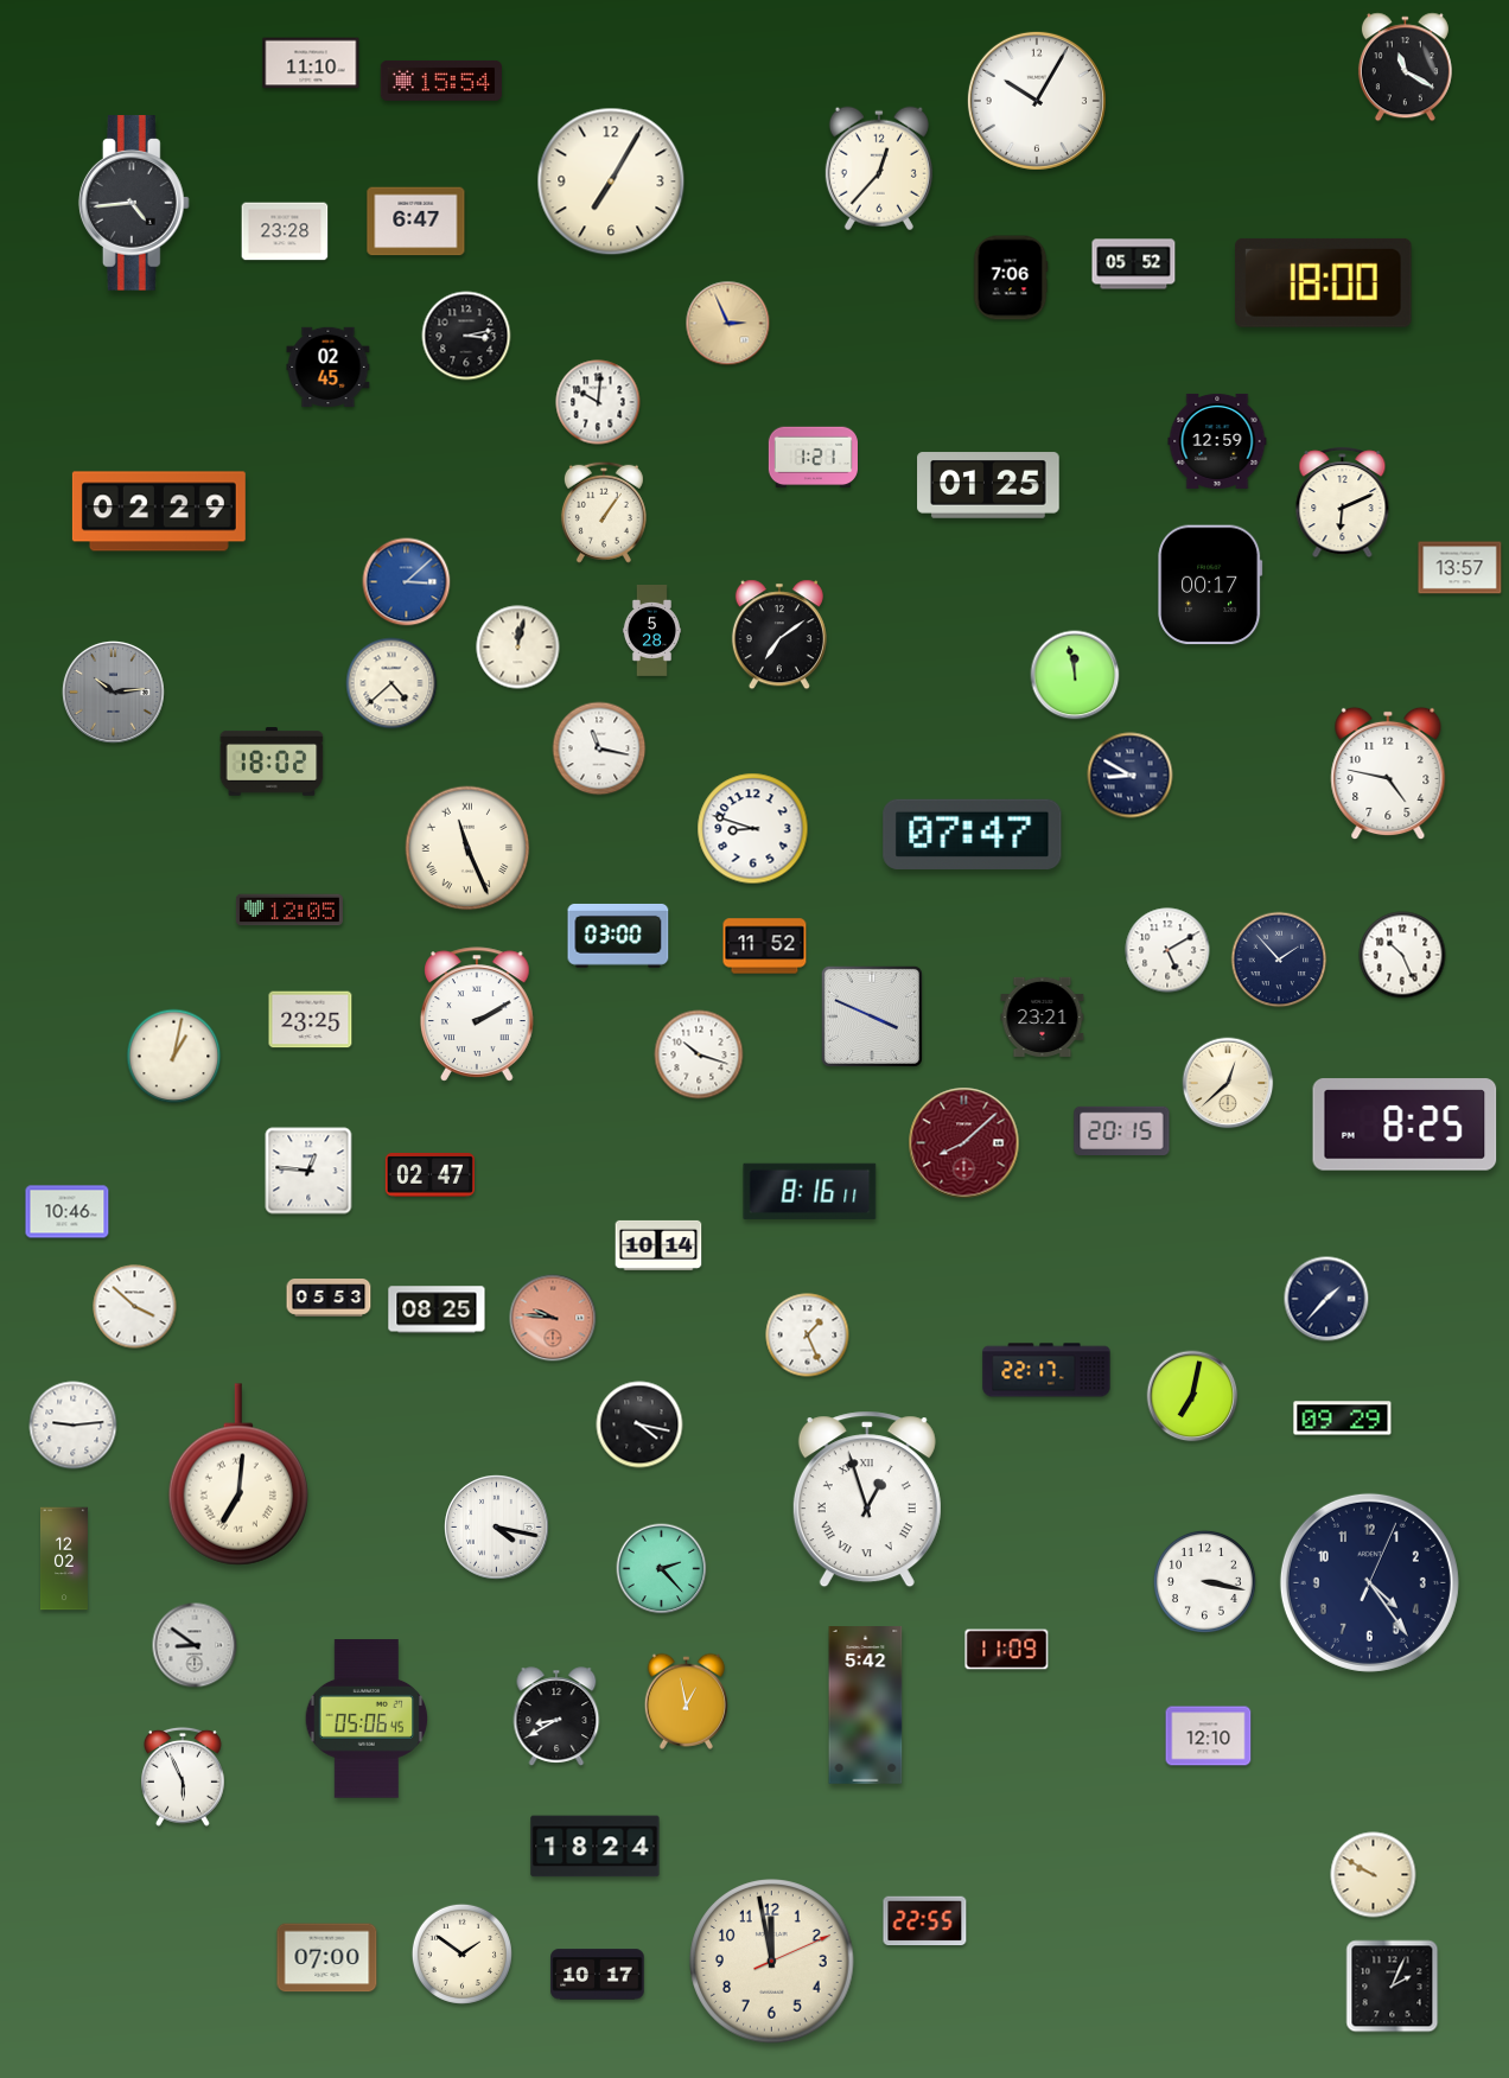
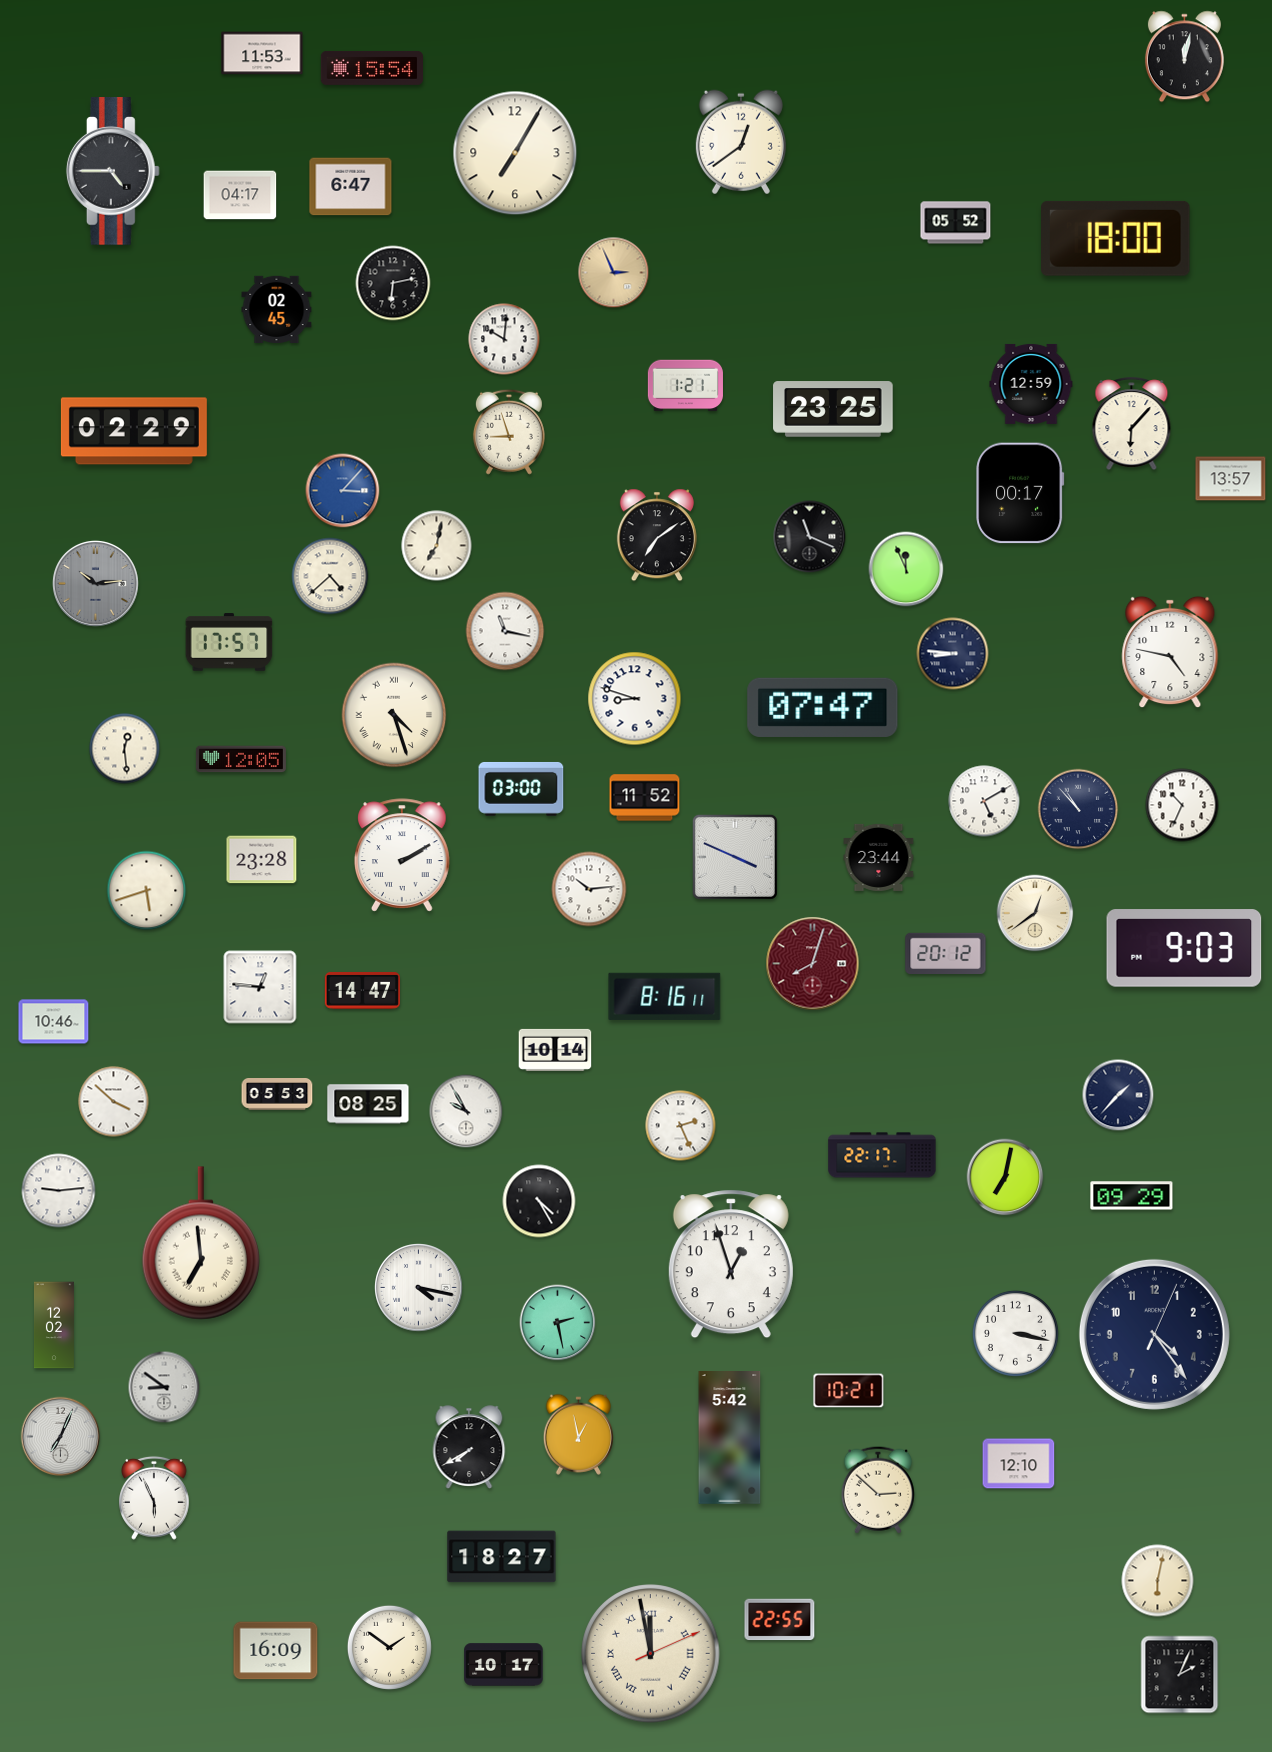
clock at (311, 63): 11:10 -> 11:53
clock at (1405, 68): 11:20 -> 12:02
clock at (1037, 101): 10:05 -> none
clock at (879, 168): 12:37 -> 12:39
clock at (134, 203): 4:44 -> 4:45
clock at (285, 231): 23:28 -> 04:17
clock at (1011, 278): 7:06 -> none
clock at (466, 336): 3:13 -> 6:13
clock at (1217, 441) position: (1217, 441) -> (1031, 384)
clock at (988, 485): 01:25 -> 23:25
clock at (1343, 503): 6:11 -> 6:07
clock at (604, 512): 1:06 -> 8:57
clock at (407, 582): 3:08 -> 3:07
clock at (651, 631): 5:28 -> none
clock at (810, 537): none -> 11:19
clock at (518, 648): 12:02 -> 7:02
clock at (1075, 675): 11:58 -> 11:56
clock at (272, 761): 18:02 -> 17:57
clock at (1131, 776): 8:50 -> 8:46
clock at (973, 834) position: (973, 834) -> (823, 707)
clock at (467, 848): 11:26 -> 4:27
clock at (125, 749): none -> 12:29
clock at (289, 910) position: (289, 910) -> (241, 759)
clock at (1402, 955): 10:26 -> 10:34
clock at (1279, 960): 1:53 -> 10:53
clock at (1043, 1016): 23:21 -> 23:44
clock at (311, 1020): 23:25 -> 23:28
clock at (699, 1054): 10:18 -> 10:14
clock at (174, 1057): 1:02 -> 5:42
clock at (1228, 1083): 12:38 -> 12:39
clock at (1405, 1124): 8:25 -> 9:03
clock at (1122, 1130): 20:15 -> 20:12
clock at (964, 1143): 8:08 -> 8:03
clock at (429, 1175): 02:47 -> 14:47
clock at (810, 1191) position: (810, 1191) -> (665, 996)
clock at (68, 1212) position: (68, 1212) -> (54, 1022)
clock at (553, 1318): 9:46 -> 9:55
clock at (553, 1318) dial: salmon -> white
clock at (808, 1336): 1:26 -> 2:26
clock at (639, 1424): 4:17 -> 4:25
clock at (74, 1426) position: (74, 1426) -> (59, 1191)
clock at (238, 1474): 7:01 -> 6:59
clock at (867, 1499) numerals: Roman -> Arabic
clock at (64, 1558) position: (64, 1558) -> (54, 1325)
clock at (662, 1569): 2:23 -> 2:28
clock at (1007, 1650): 11:09 -> 10:21
clock at (61, 1437): none -> 7:04
clock at (556, 1716): 8:40 -> 7:40
clock at (367, 1719): 05:06 -> none
clock at (878, 1490): none -> 2:52
clock at (596, 1847): 18:24 -> 18:27
clock at (1374, 1875): 9:50 -> 6:02
clock at (327, 1958): 07:00 -> 16:09
clock at (772, 1962) numerals: Arabic -> Roman
clock at (1393, 1987) position: (1393, 1987) -> (1180, 1675)
